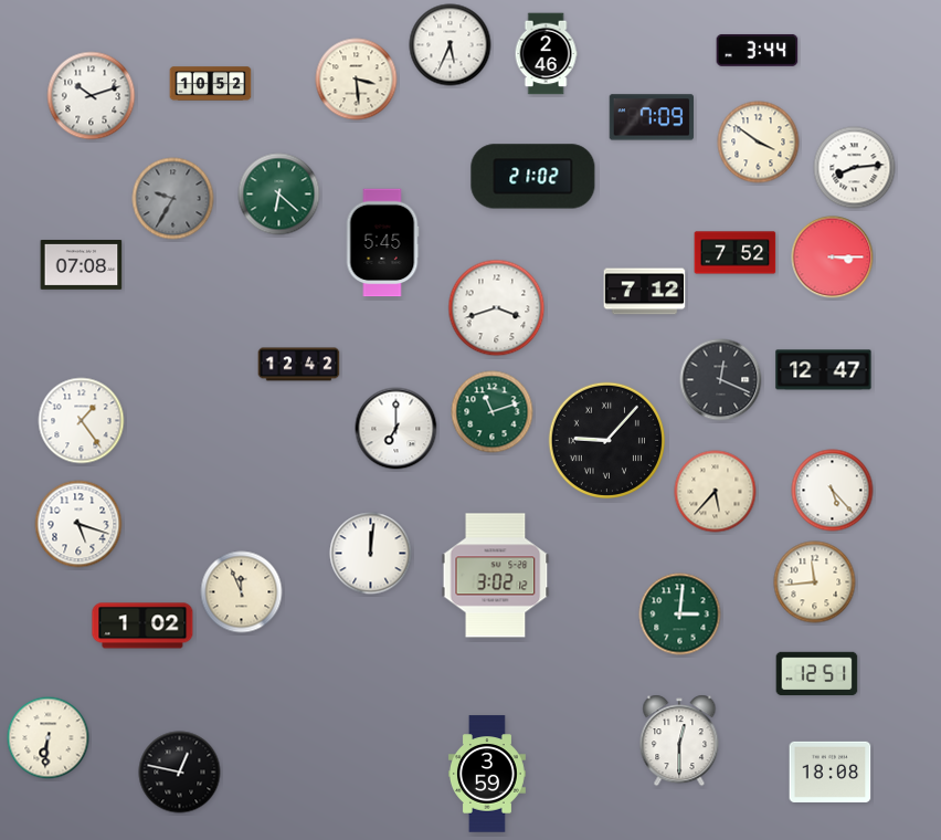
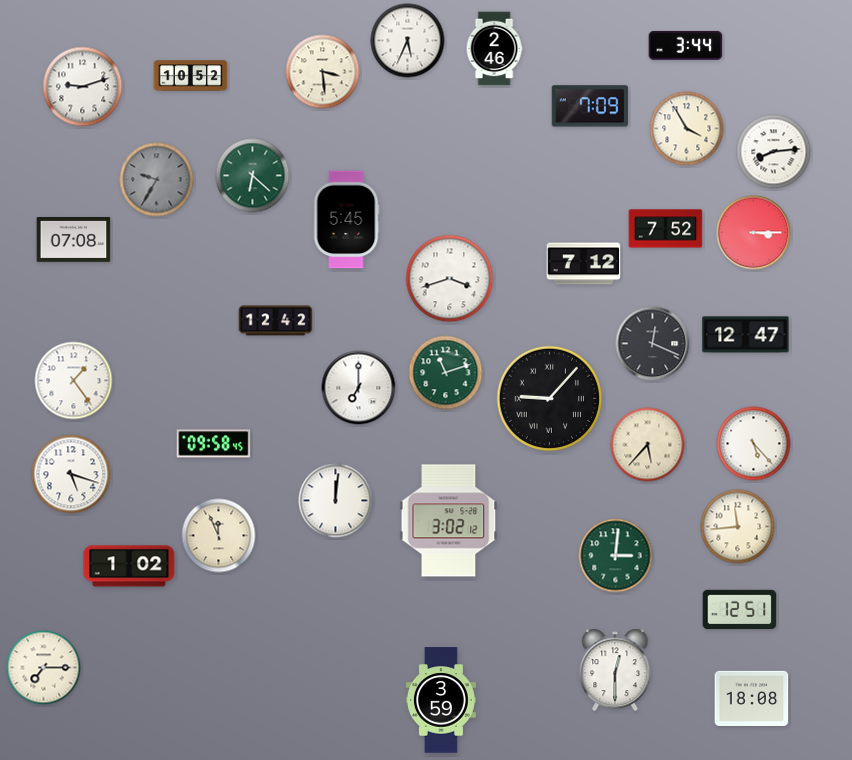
clock at (92, 96): 10:12 -> 9:12
clock at (759, 143): 3:51 -> 3:55
clock at (533, 177): 21:02 -> none
clock at (299, 365) position: (299, 365) -> (276, 321)
clock at (214, 444): none -> 09:58
clock at (49, 738): 6:31 -> 7:15
clock at (180, 773): 12:47 -> none
